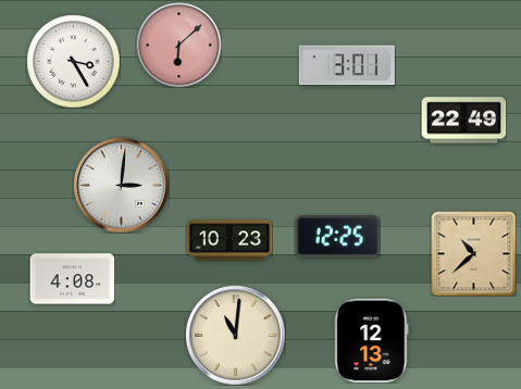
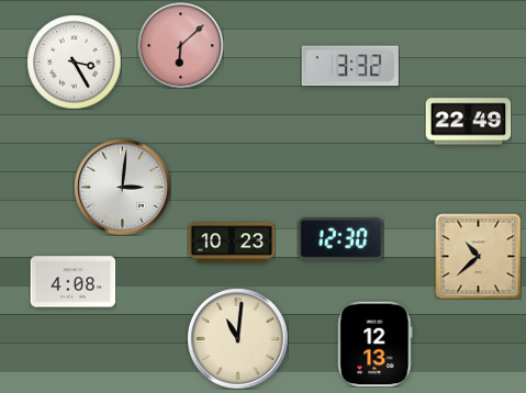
clock at (347, 65): 3:01 -> 3:32
clock at (337, 237): 12:25 -> 12:30
